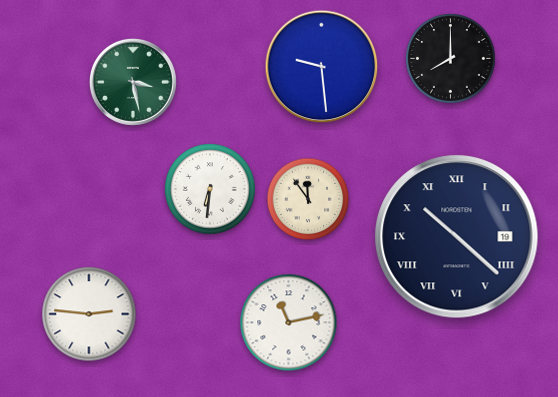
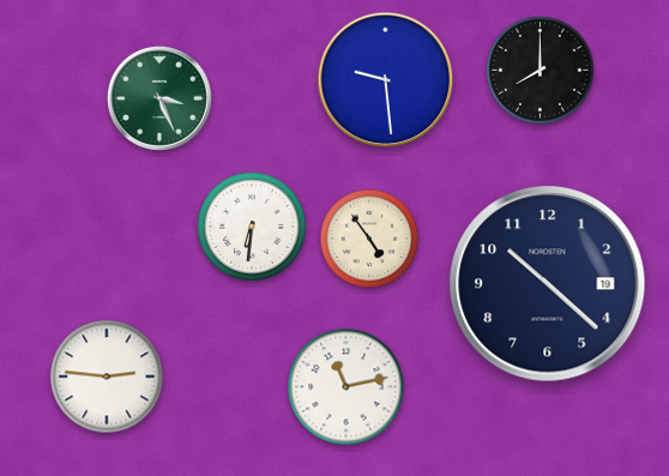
clock at (133, 82): 3:28 -> 3:26
clock at (308, 199): 11:54 -> 4:54
clock at (457, 237) numerals: Roman -> Arabic
